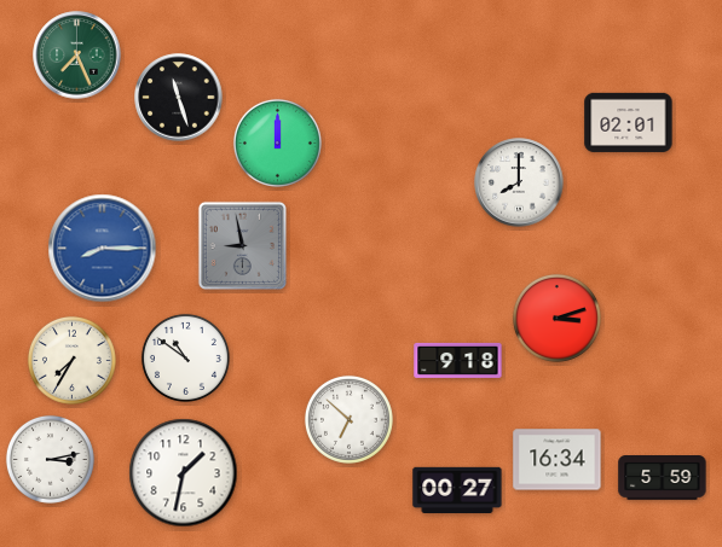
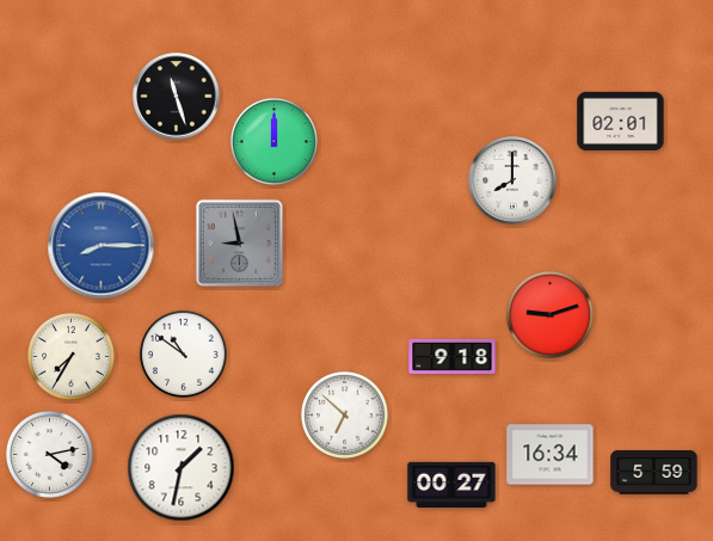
clock at (77, 56): 7:26 -> none
clock at (556, 318): 3:12 -> 9:12
clock at (50, 459): 3:13 -> 4:13
